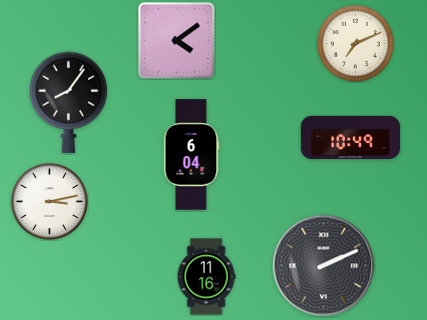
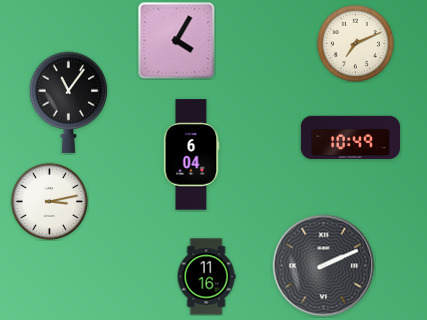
clock at (177, 41): 4:09 -> 4:05
clock at (69, 102): 8:06 -> 11:06
